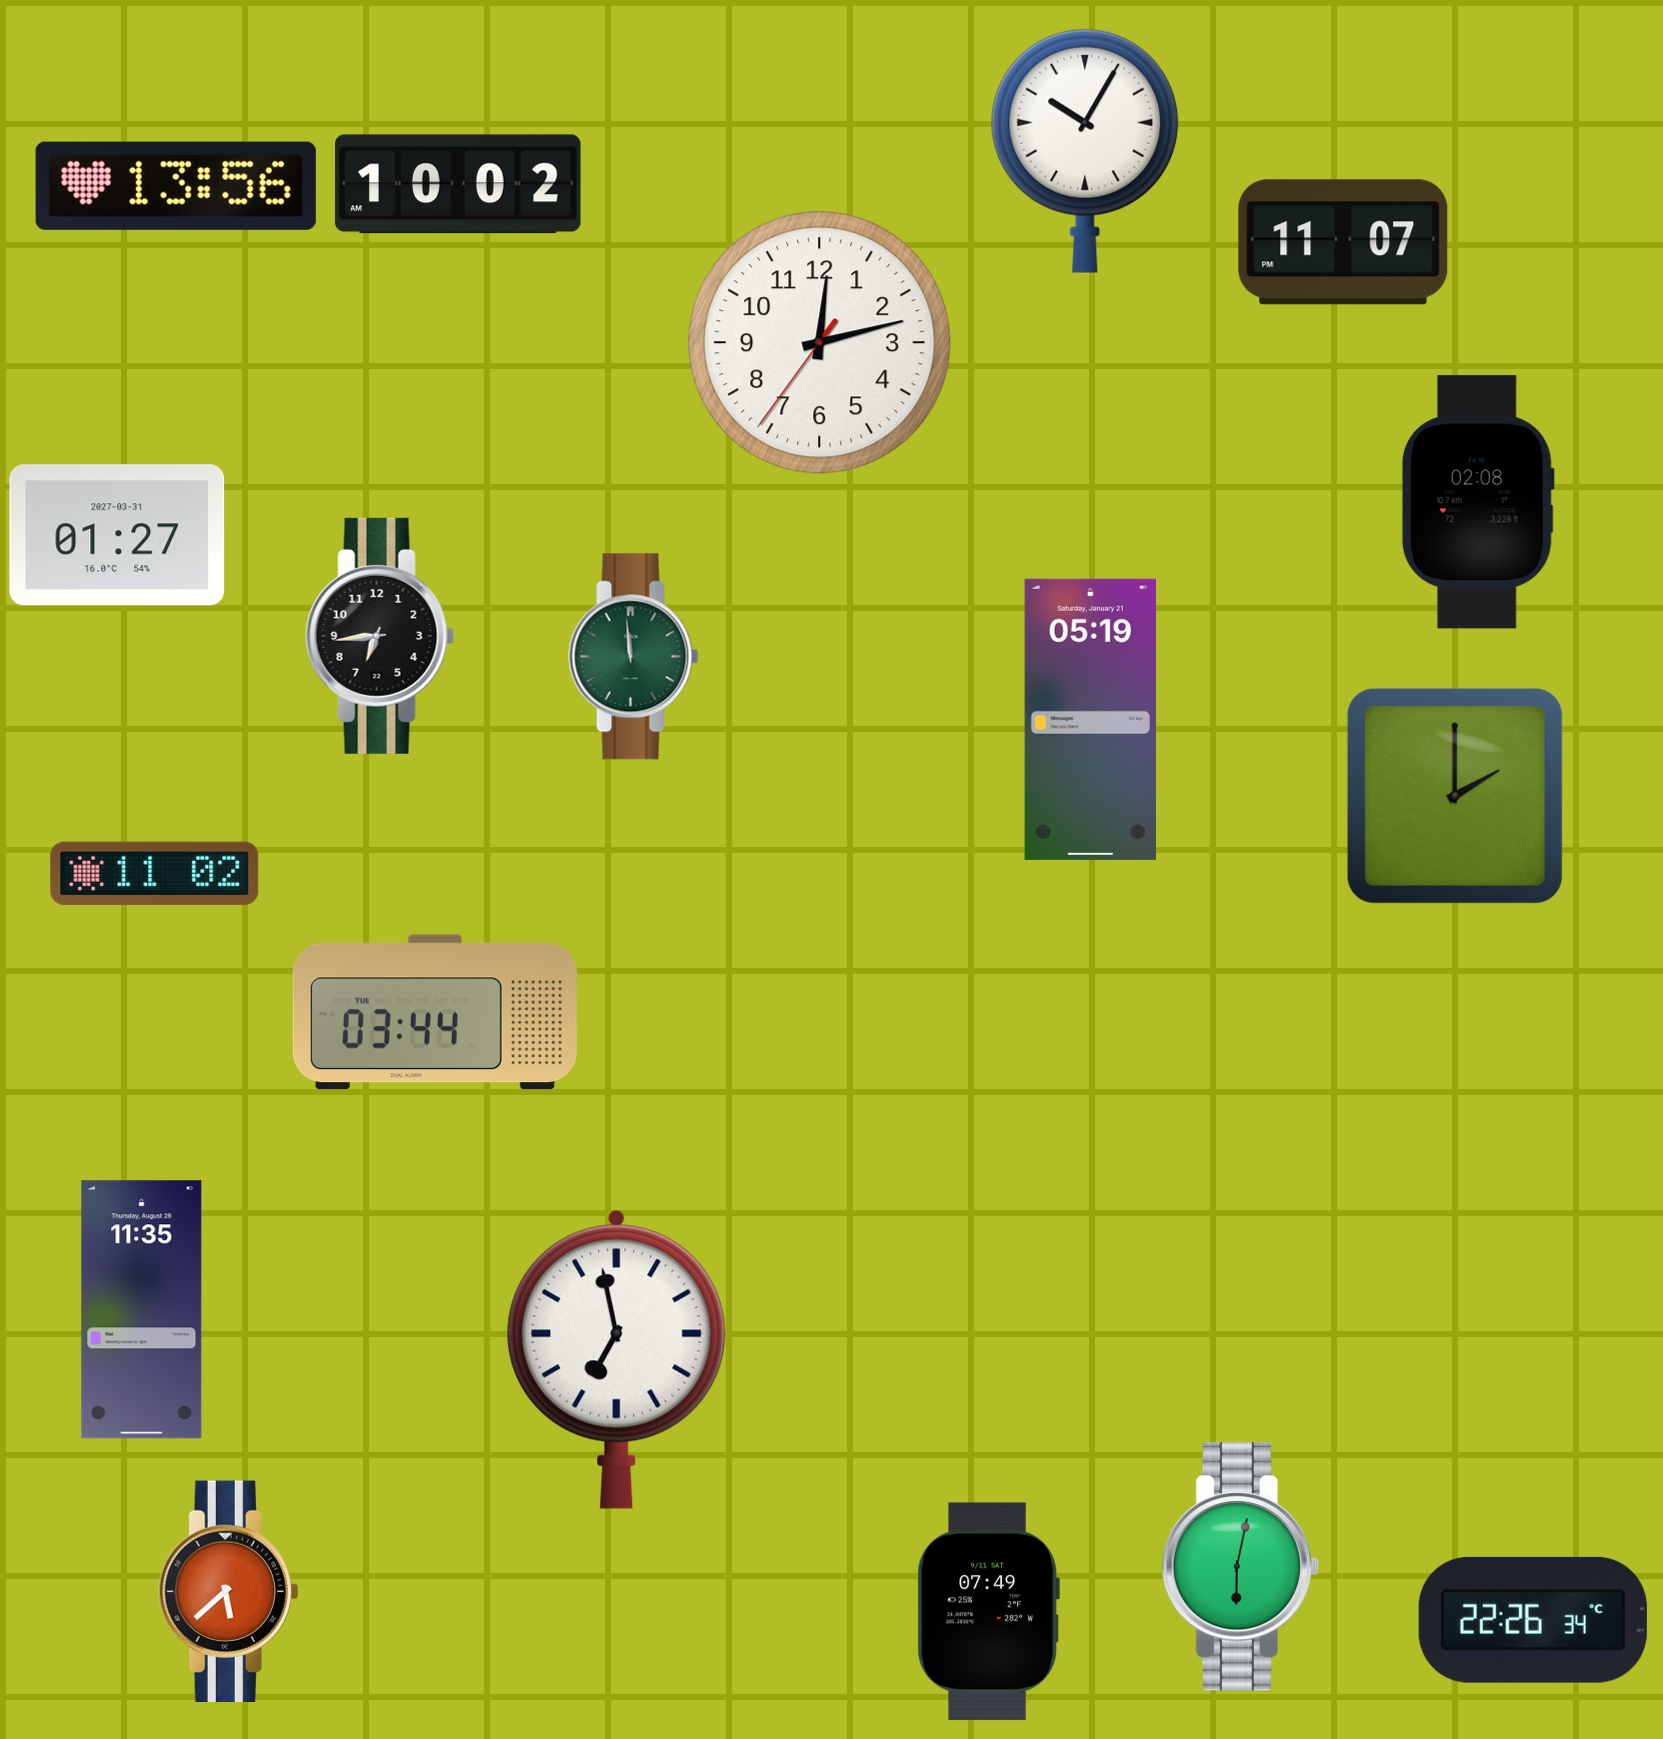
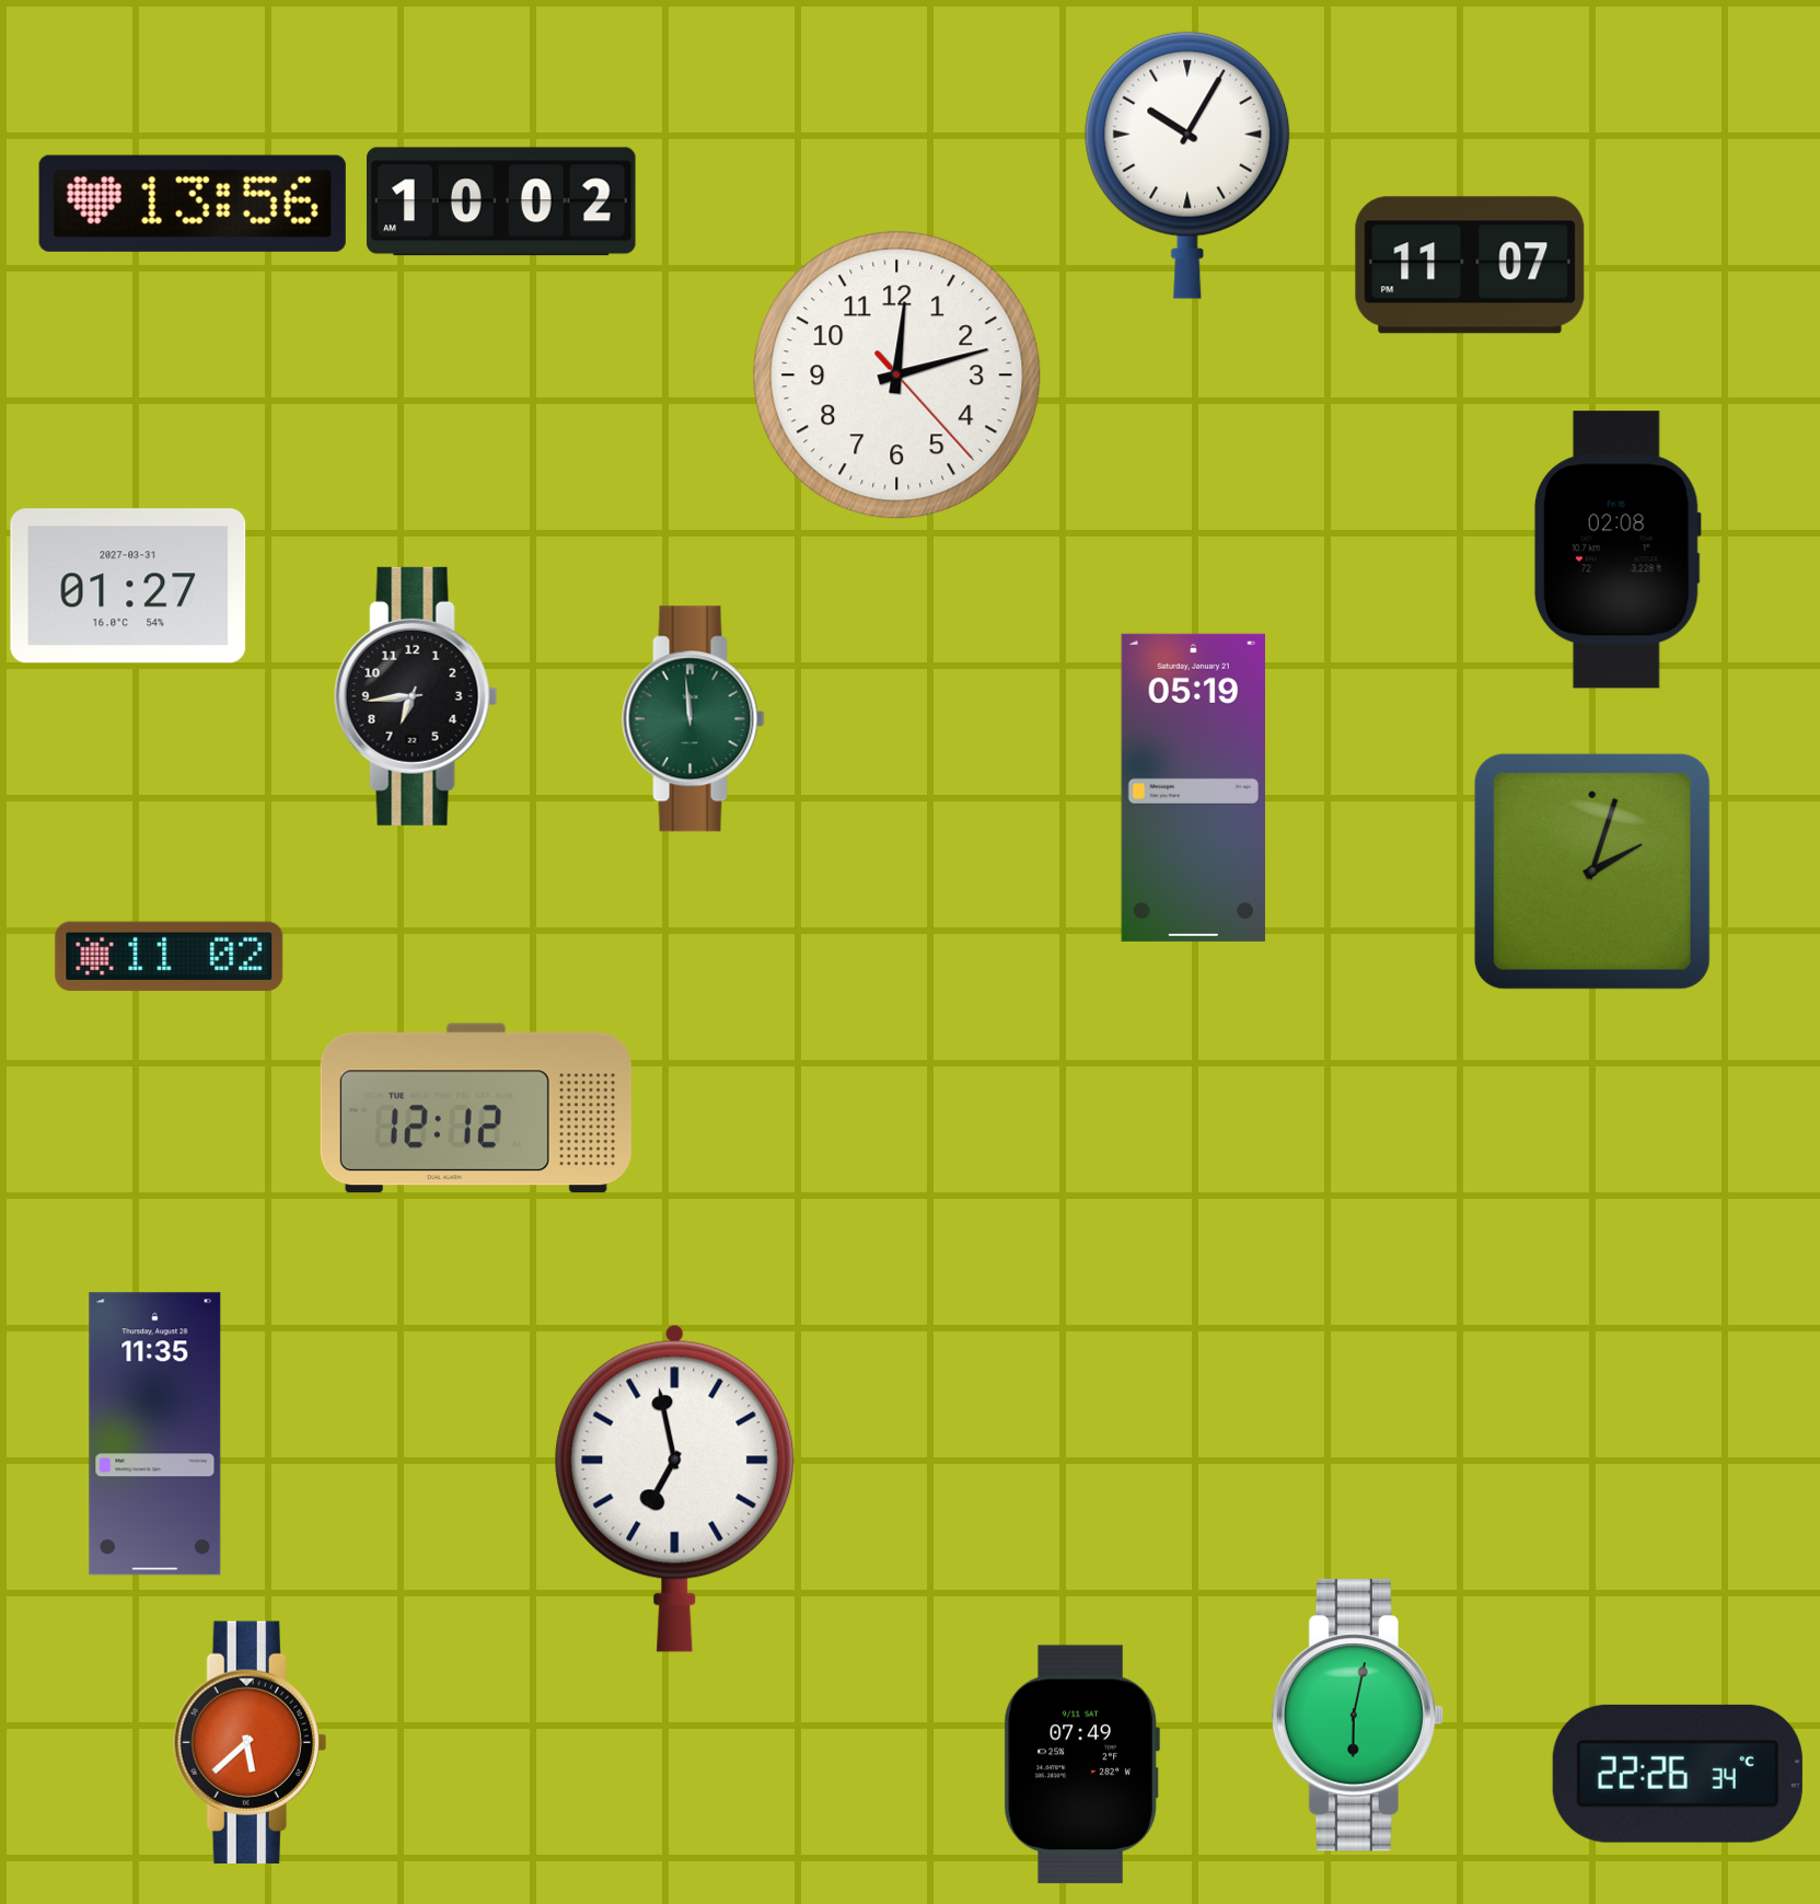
clock at (820, 343): 12:12:36 -> 12:12:23
clock at (1455, 796): 2:00 -> 2:03
clock at (435, 1012): 03:44 -> 12:12
